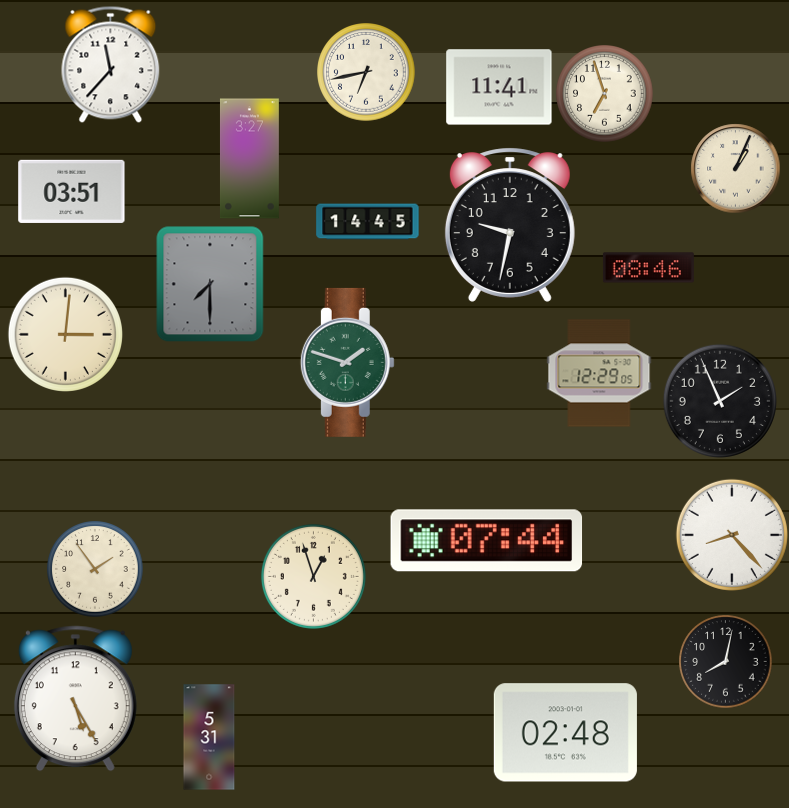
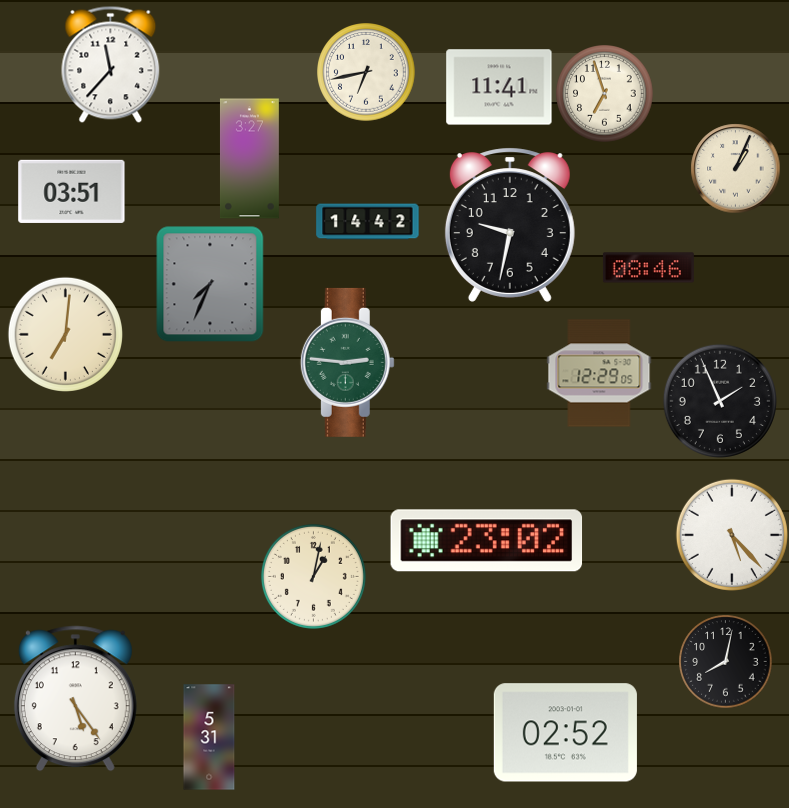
clock at (368, 222): 14:45 -> 14:42
clock at (210, 284): 7:30 -> 7:34
clock at (65, 334): 3:01 -> 7:01
clock at (347, 362): 1:48 -> 2:46
clock at (732, 535): 8:23 -> 5:23
clock at (487, 541): 07:44 -> 23:02
clock at (95, 569): 1:54 -> none
clock at (313, 576): 12:57 -> 1:02
clock at (75, 699): 5:25 -> 5:24
clock at (565, 733): 02:48 -> 02:52
